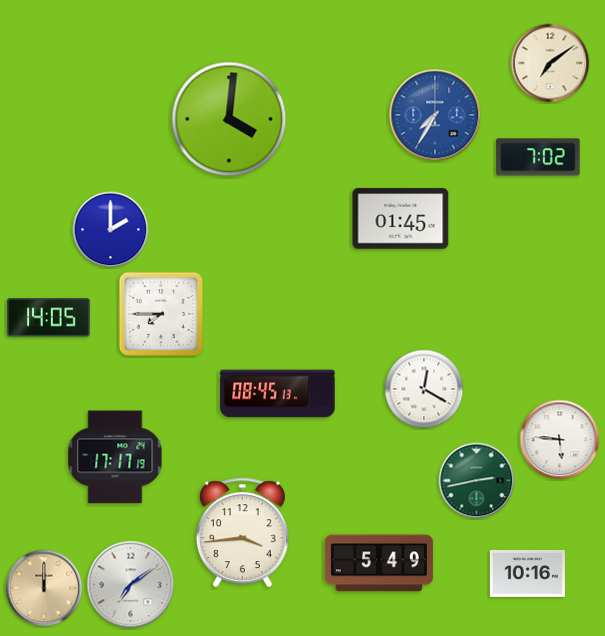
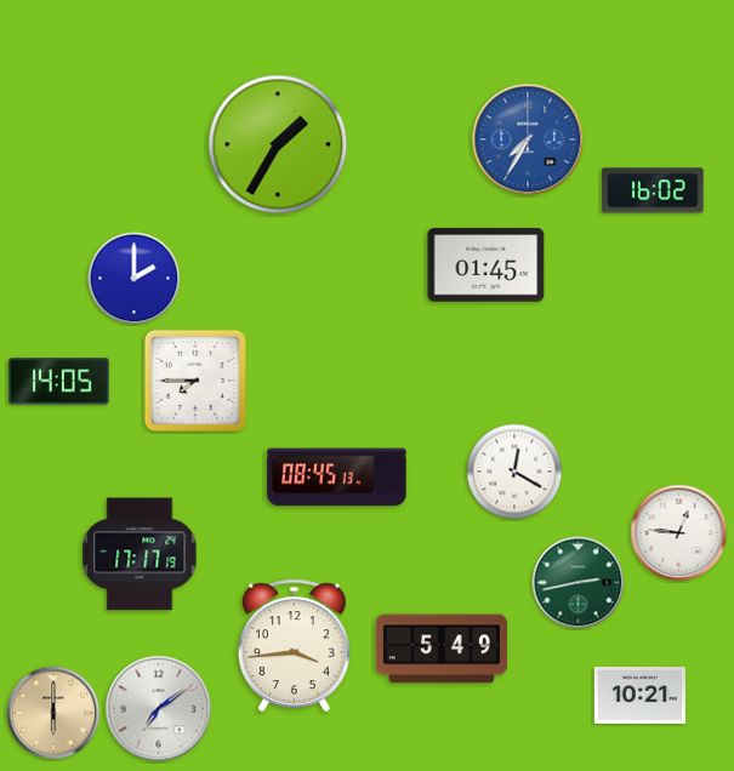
clock at (550, 63): 7:09 -> none
clock at (229, 119): 4:01 -> 1:35
clock at (538, 157): 7:02 -> 16:02
clock at (49, 318) position: (49, 318) -> (59, 382)
clock at (560, 440): 5:46 -> 12:46
clock at (379, 563) position: (379, 563) -> (442, 649)
clock at (527, 573): 10:16 -> 10:21
clock at (44, 588): 12:00 -> 6:00
